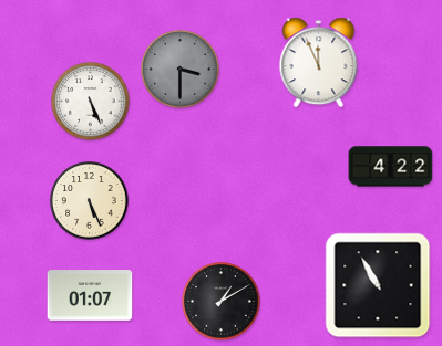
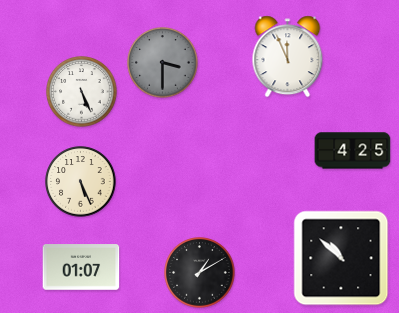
clock at (391, 167): 4:22 -> 4:25
clock at (378, 285): 10:55 -> 10:52
